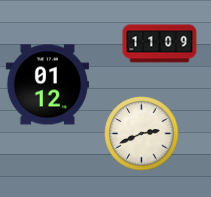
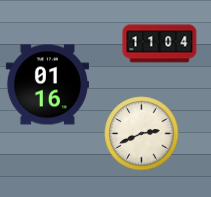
clock at (160, 44): 11:09 -> 11:04
clock at (47, 85): 01:12 -> 01:16
